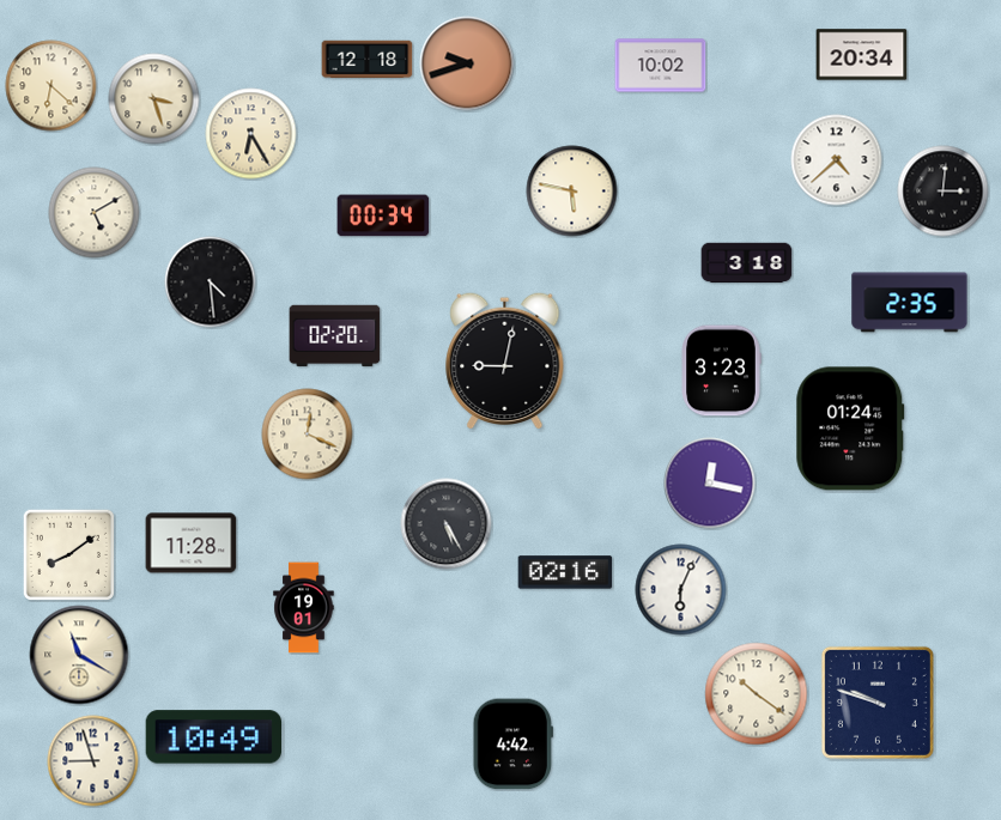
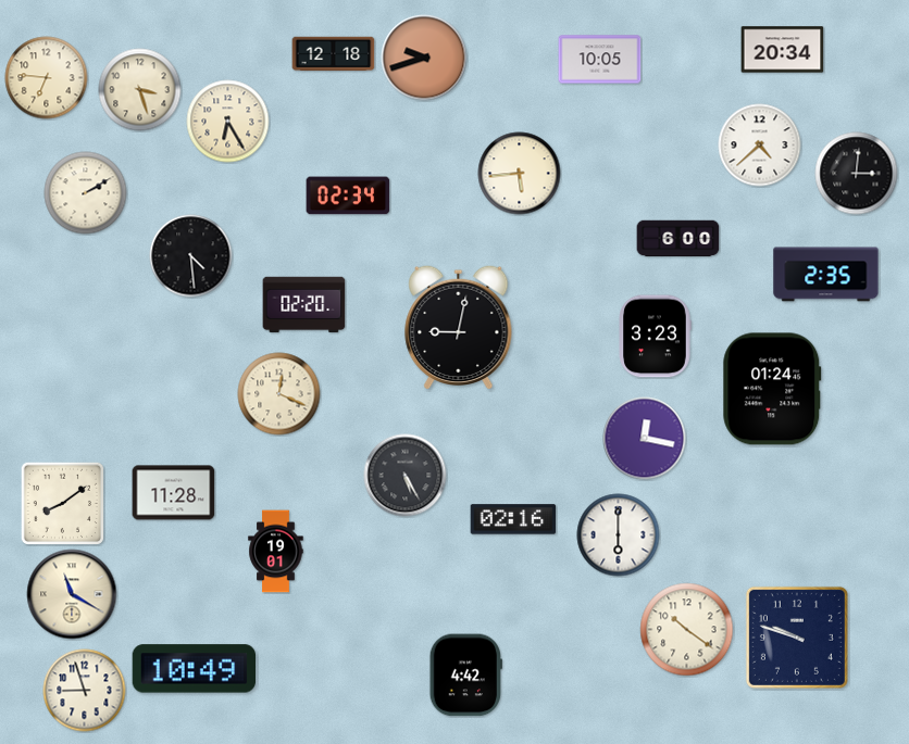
clock at (661, 66): 10:02 -> 10:05
clock at (51, 86): 6:22 -> 6:46
clock at (572, 192): 5:47 -> 5:44
clock at (95, 213): 5:10 -> 2:10
clock at (383, 215): 00:34 -> 02:34
clock at (747, 263): 3:18 -> 6:00
clock at (681, 590): 6:04 -> 6:00
